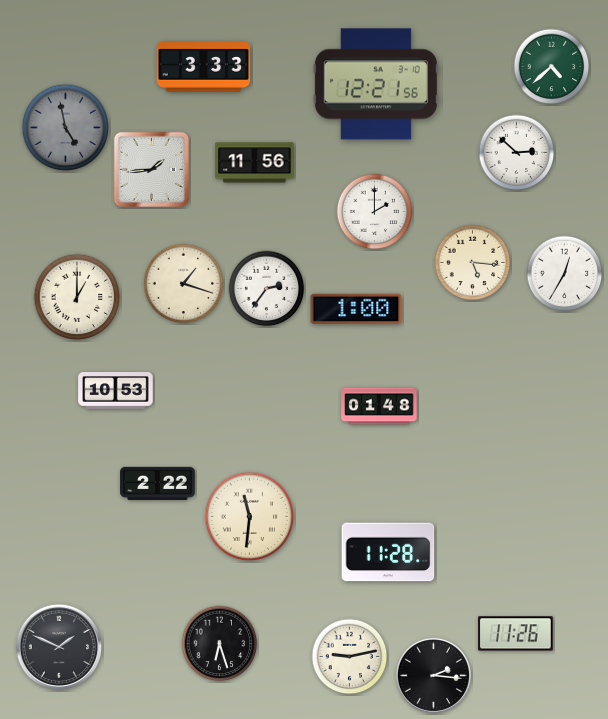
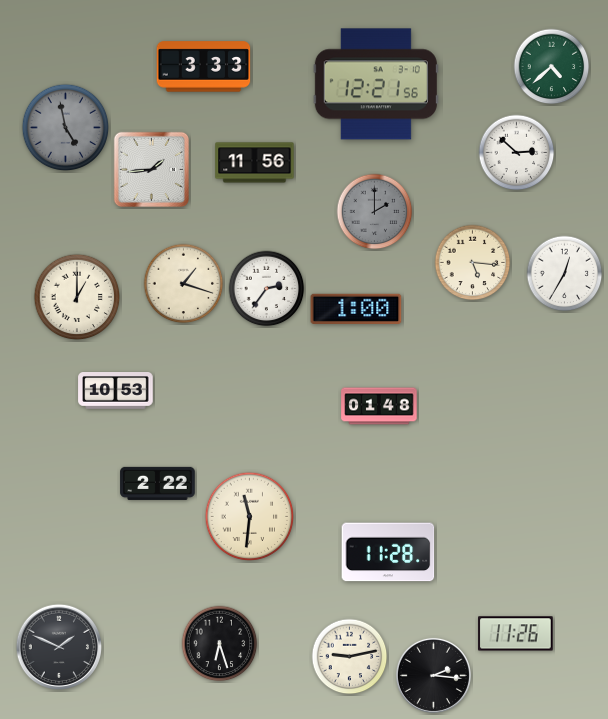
clock at (375, 212) dial: white -> grey
